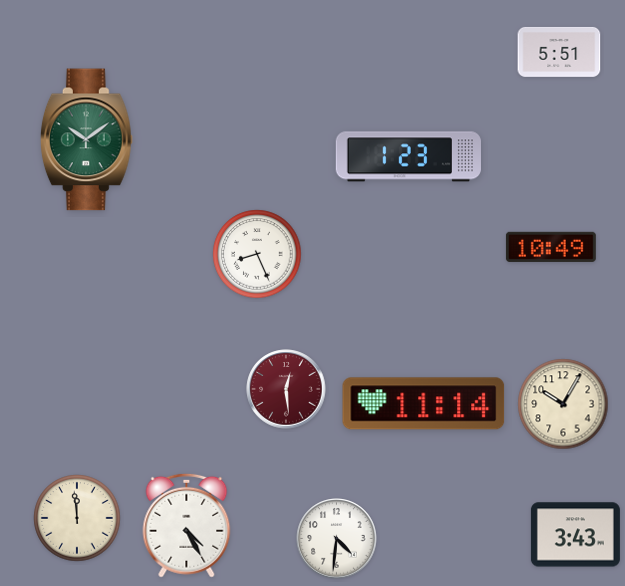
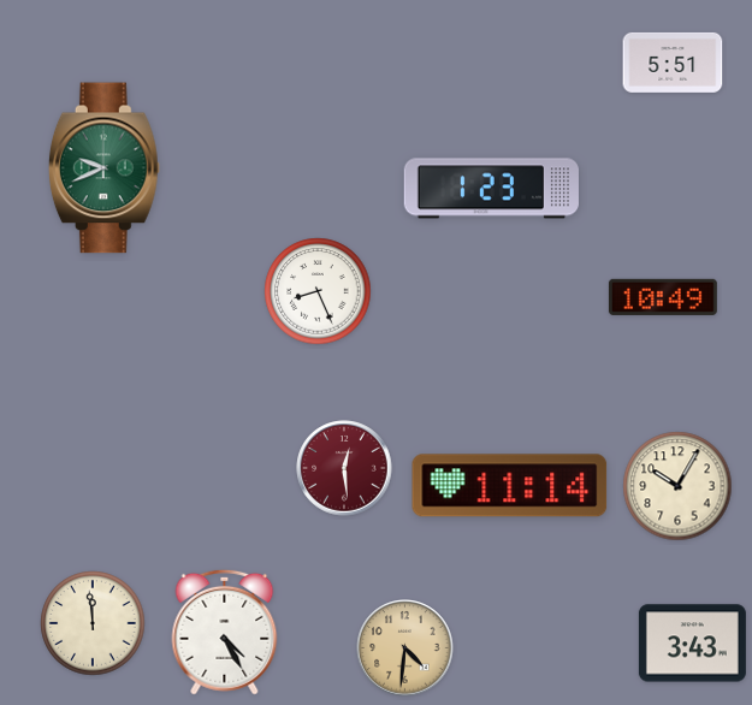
clock at (86, 140): 10:09 -> 9:41
clock at (257, 254) position: (257, 254) -> (318, 291)
clock at (337, 539) dial: white -> champagne
